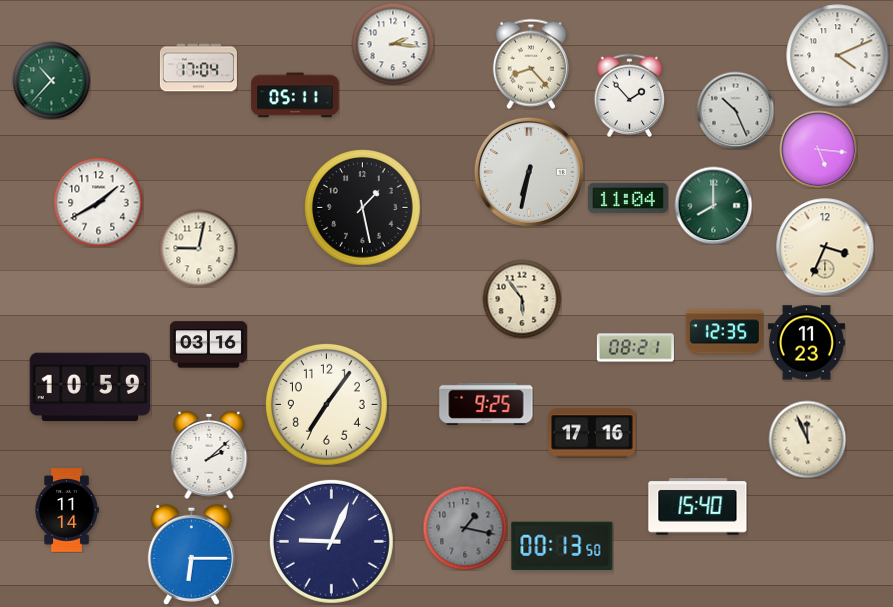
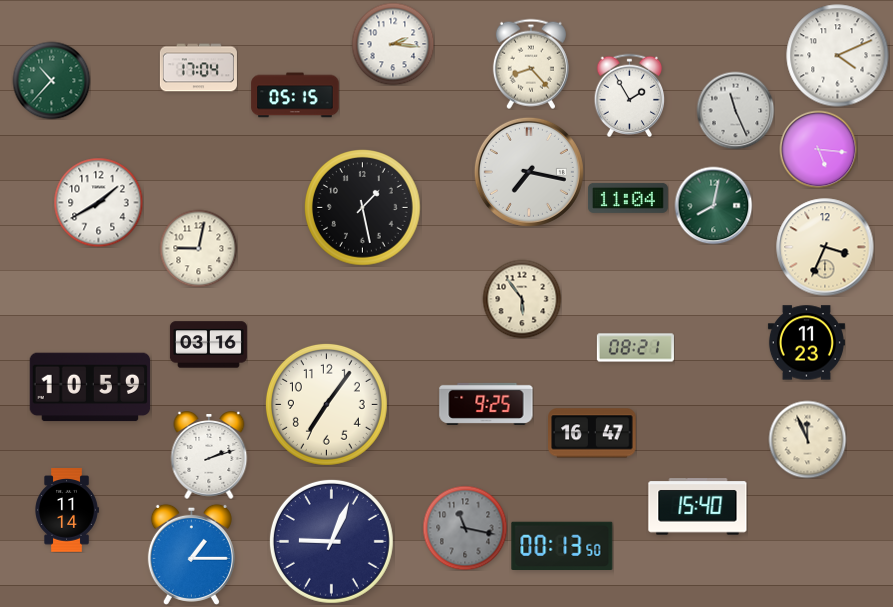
clock at (295, 95): 05:11 -> 05:15
clock at (630, 95): 1:53 -> 1:55
clock at (735, 110): 10:26 -> 11:26
clock at (529, 172): 6:32 -> 7:17
clock at (713, 205): 8:00 -> 8:02
clock at (724, 332): 12:35 -> none
clock at (592, 433): 17:16 -> 16:47
clock at (209, 455): 2:08 -> 2:12
clock at (465, 528): 1:17 -> 11:17
clock at (191, 554): 6:15 -> 1:15
